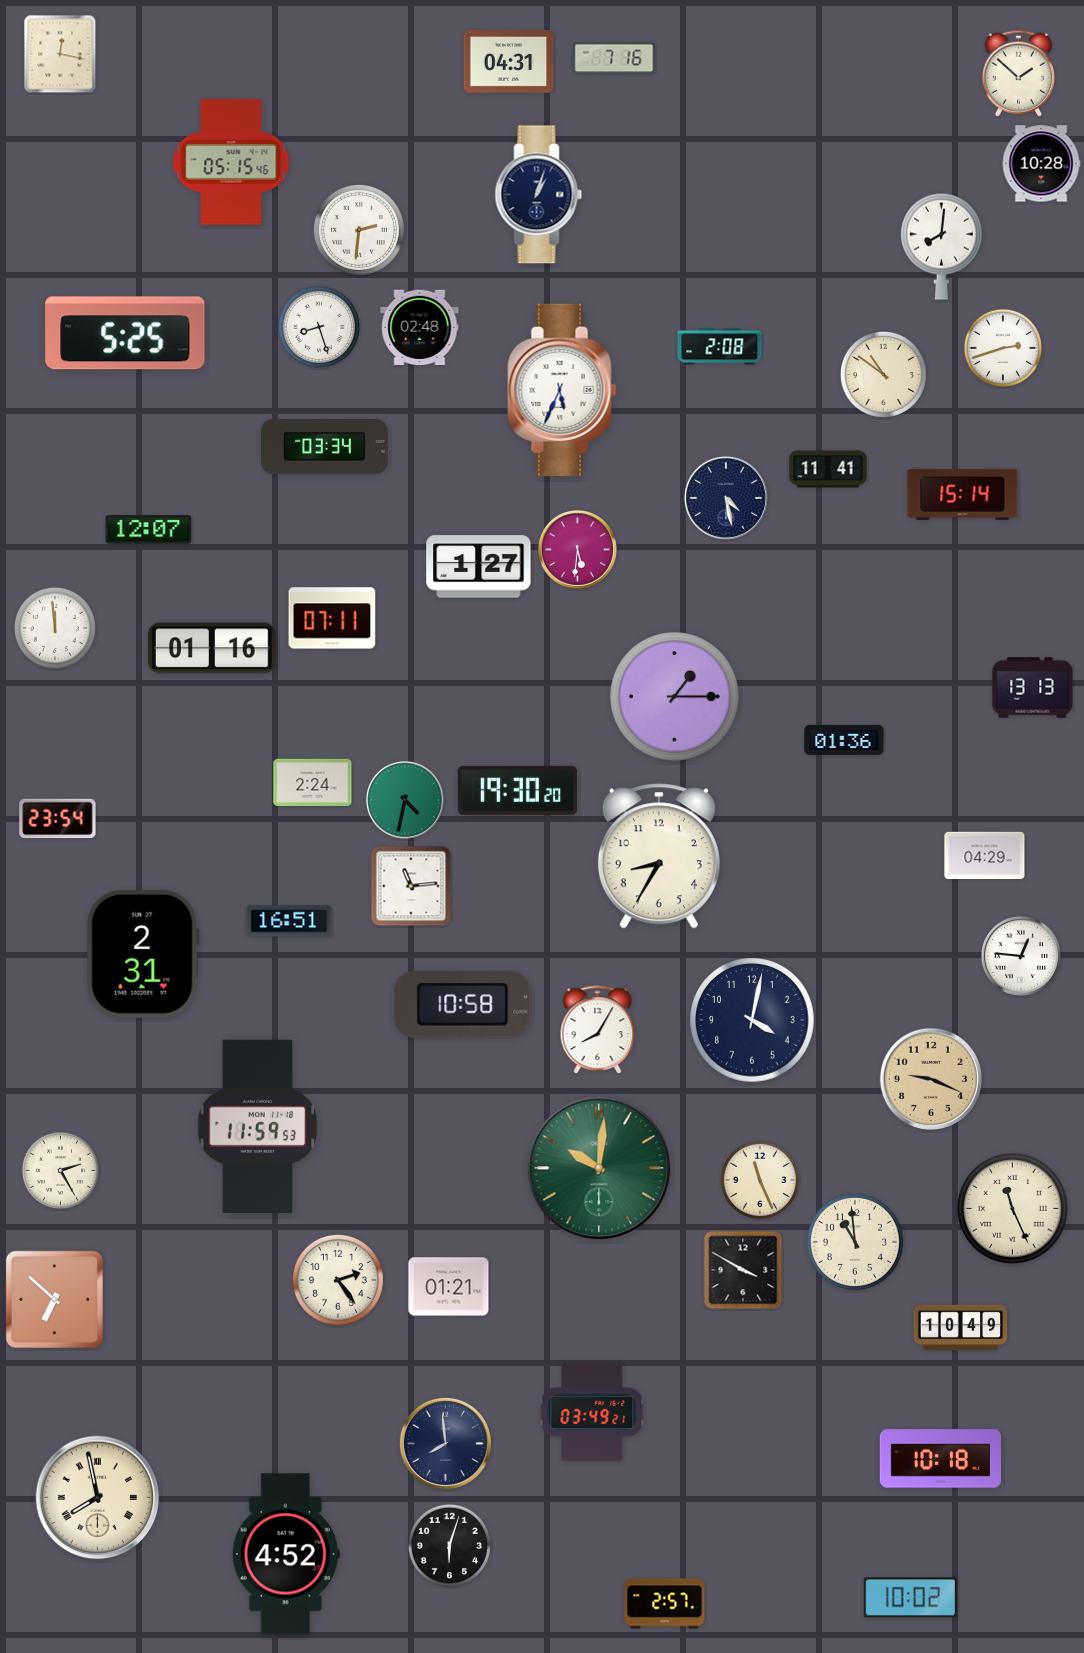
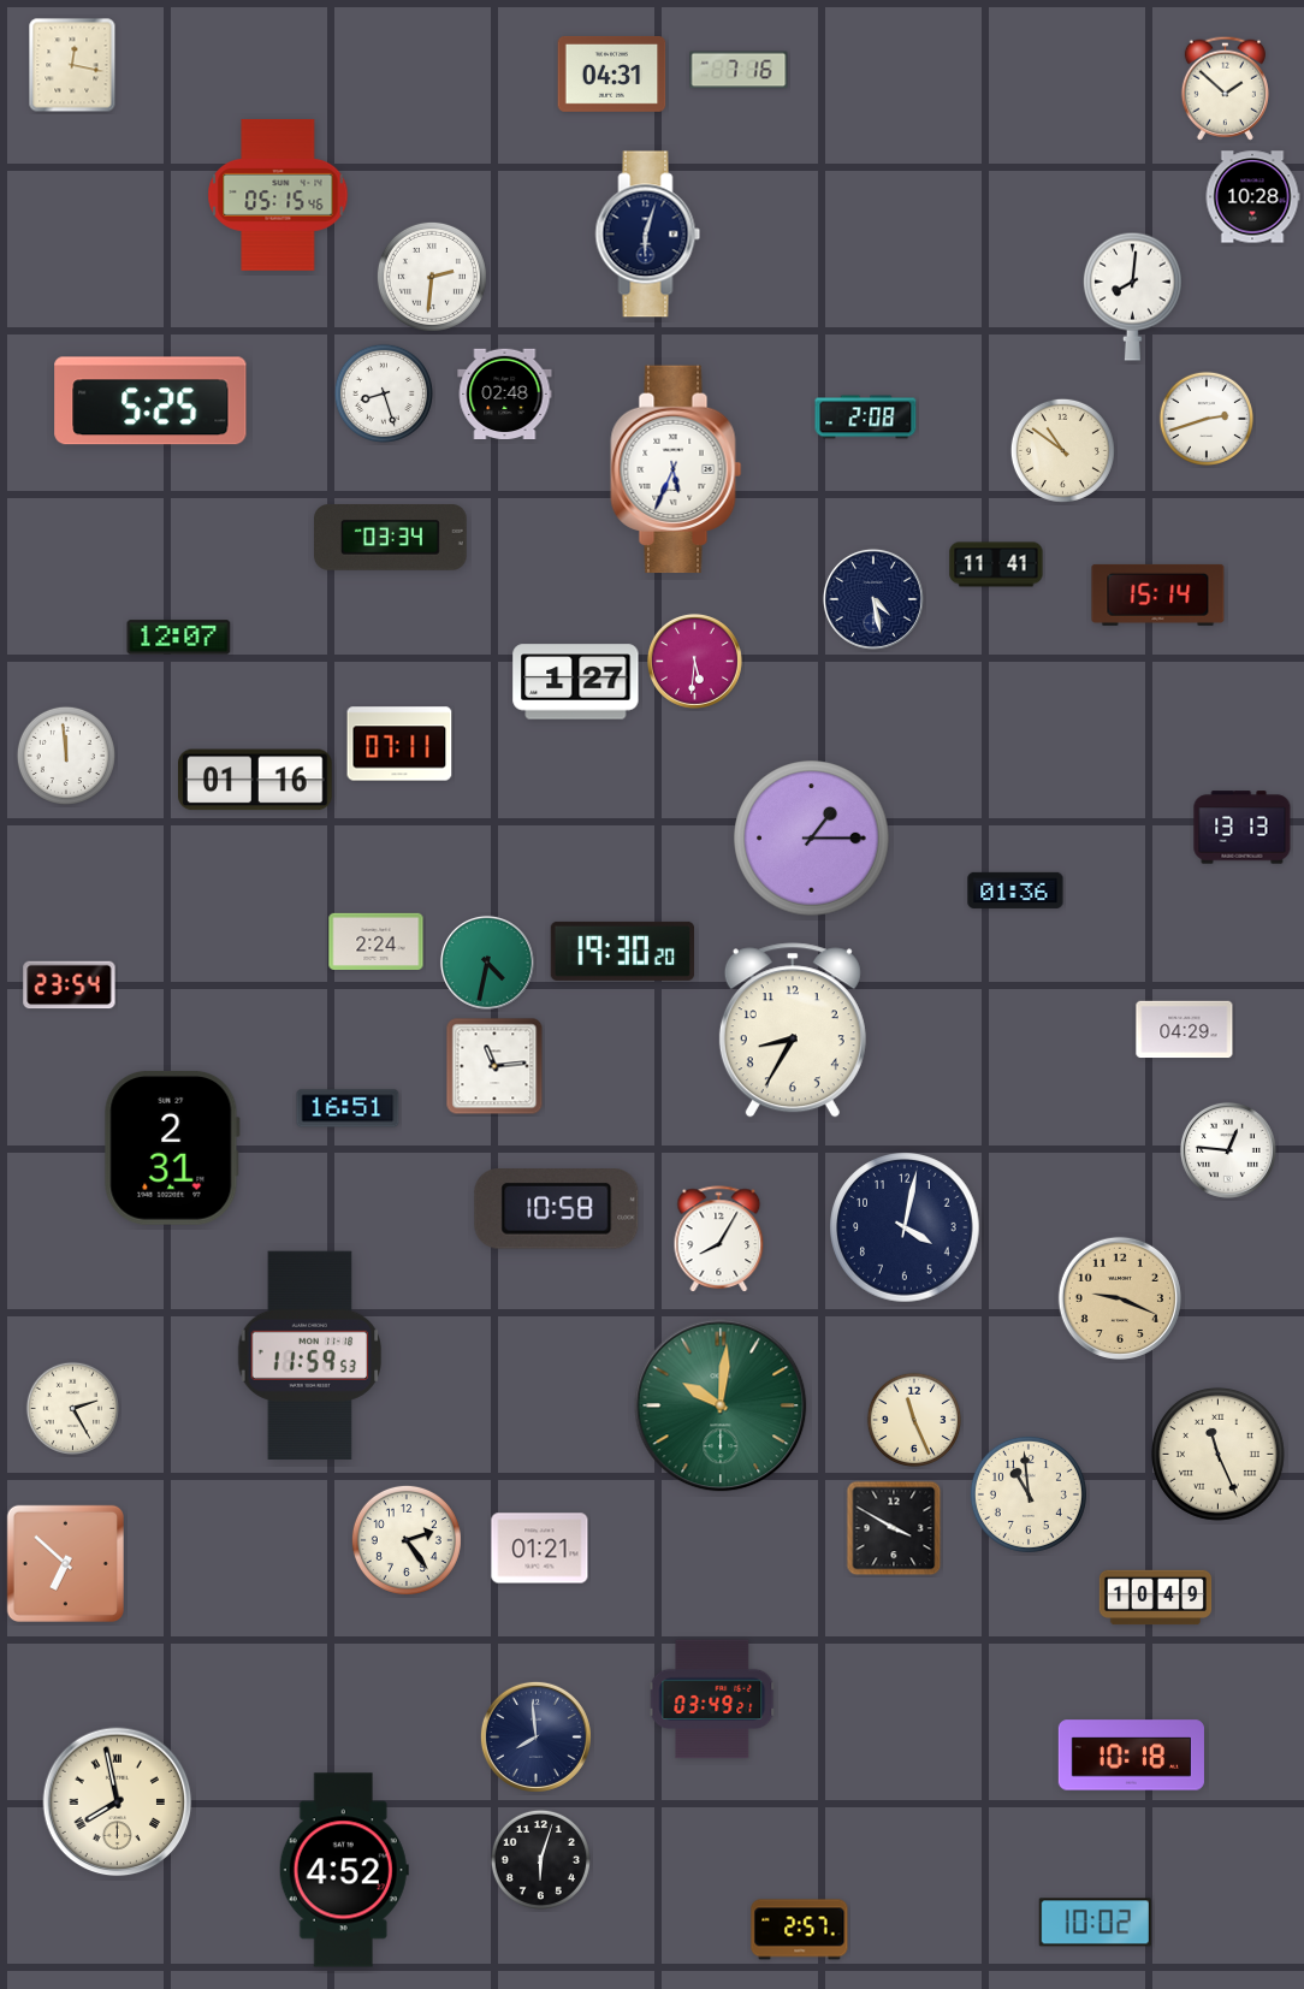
clock at (539, 195): 1:03 -> 6:03
